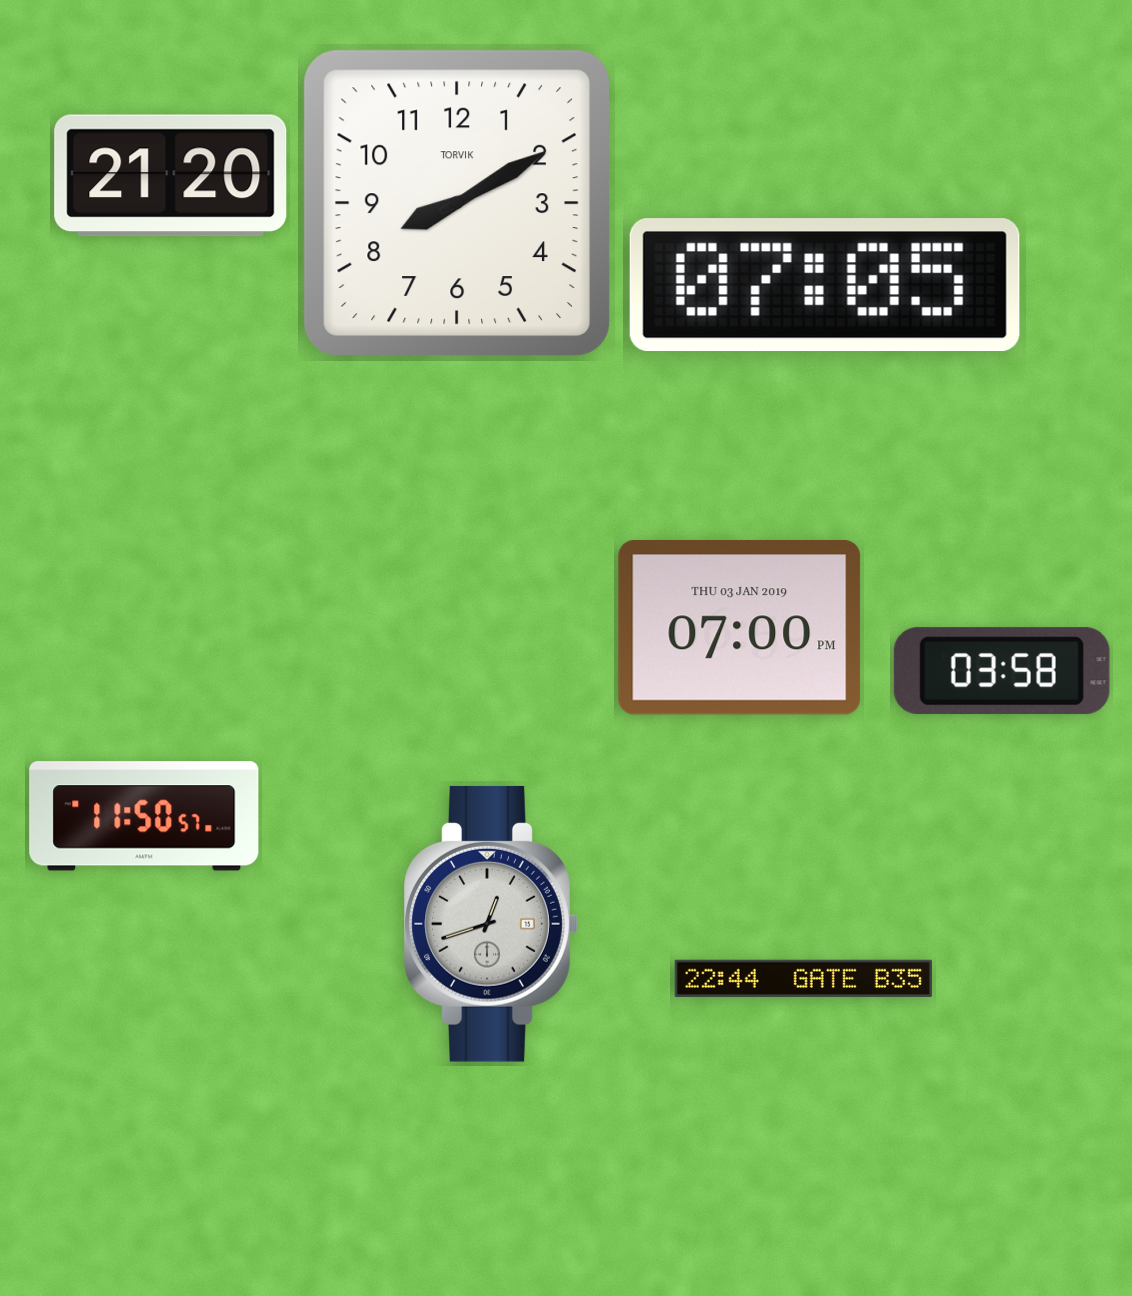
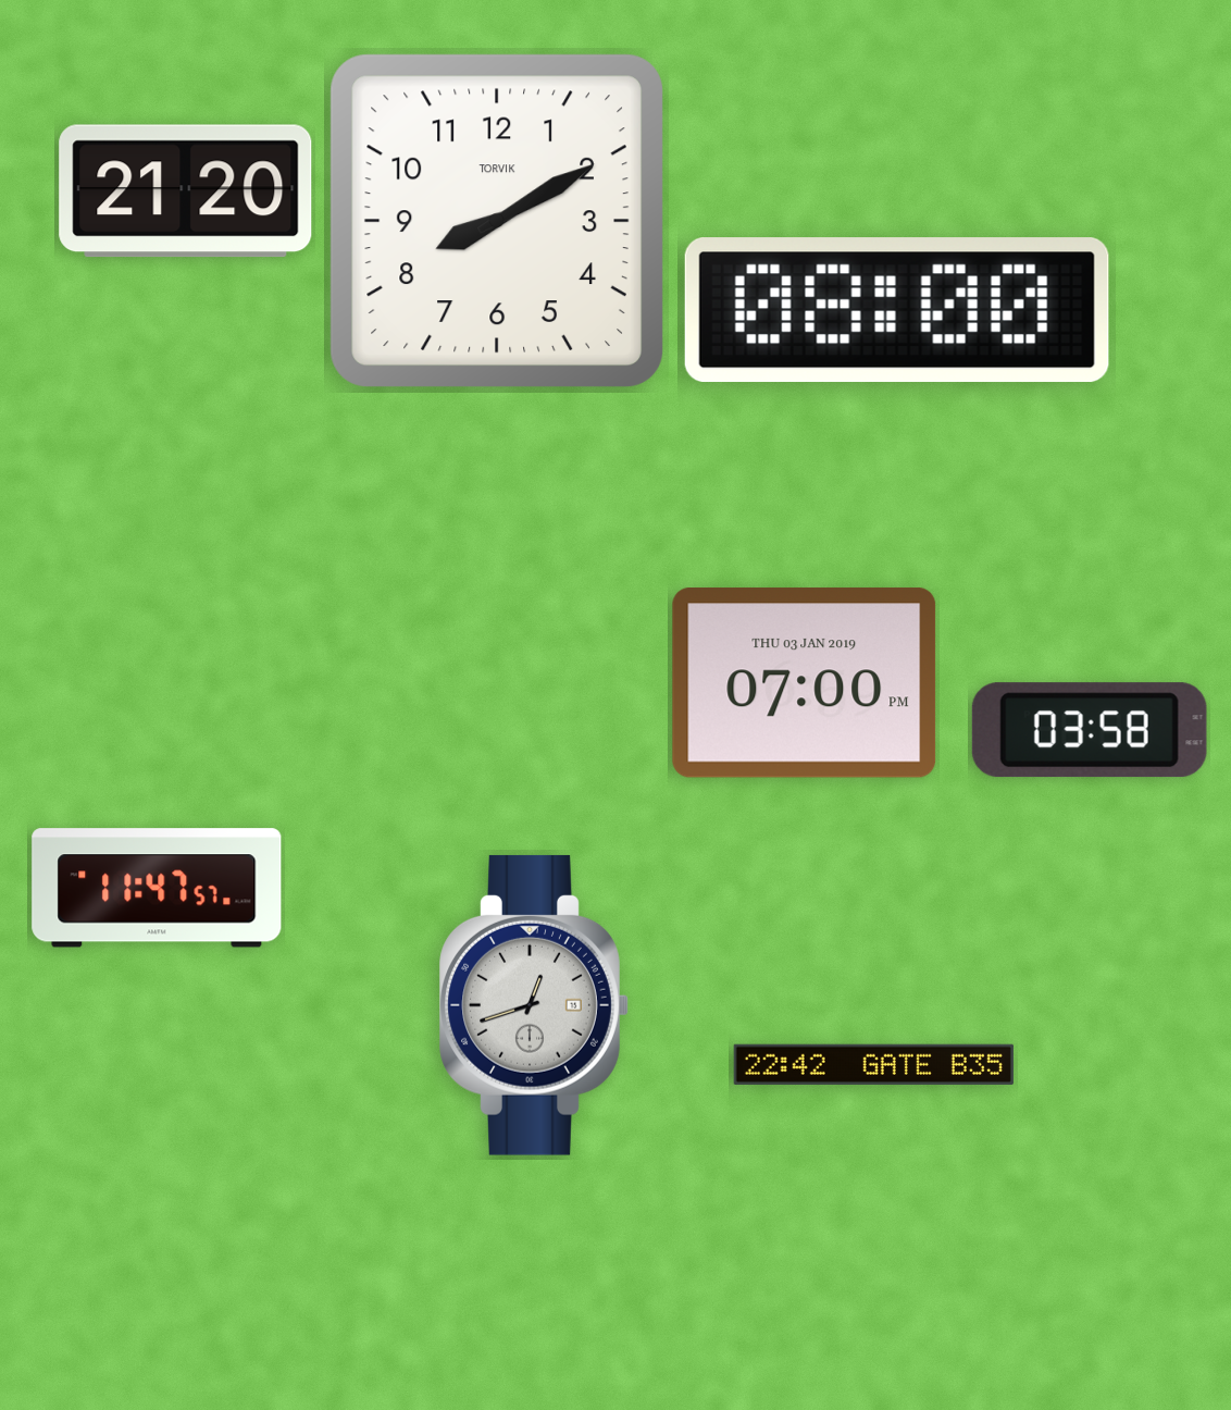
clock at (825, 285): 07:05 -> 08:00
clock at (144, 816): 11:50 -> 11:47
clock at (803, 978): 22:44 -> 22:42
